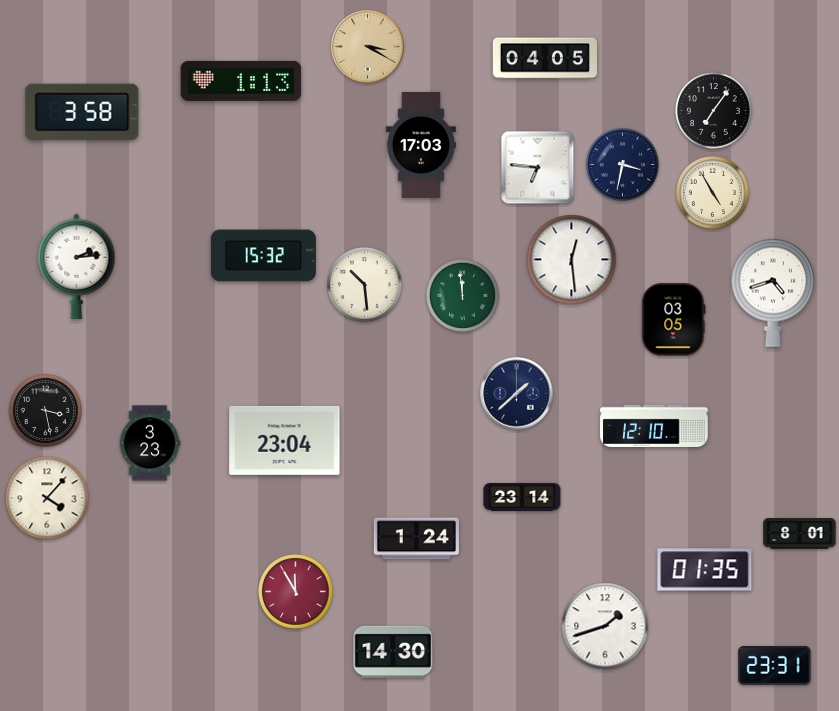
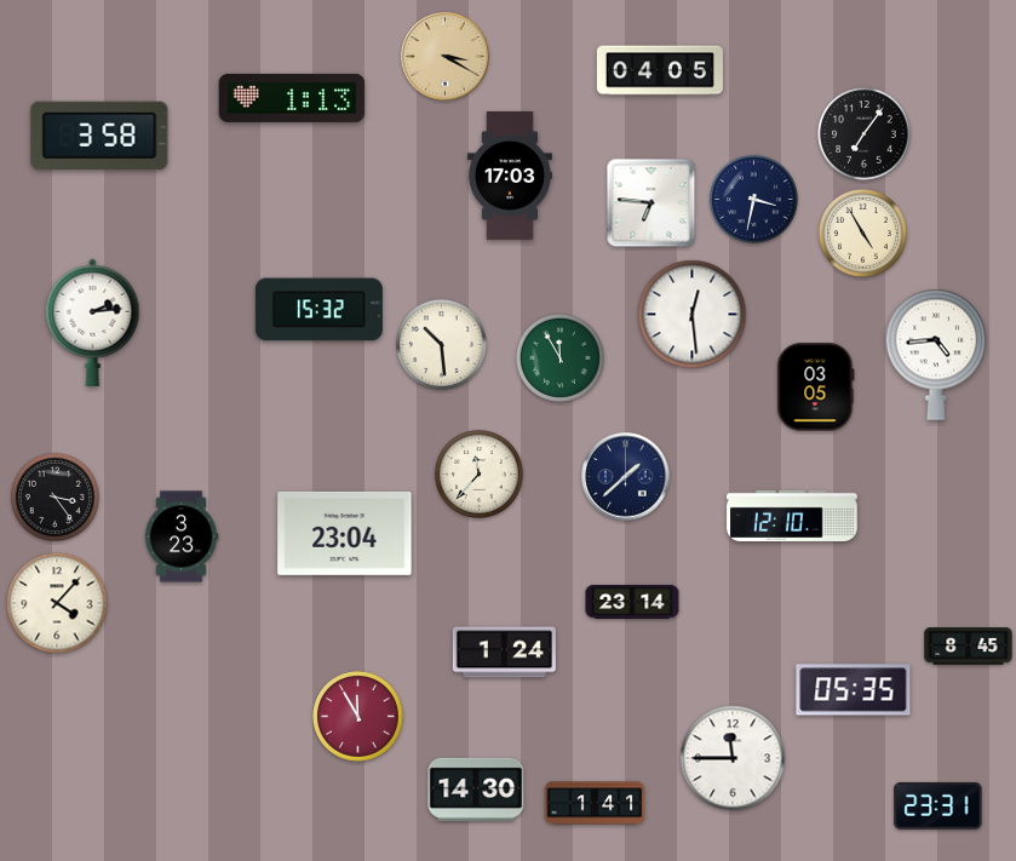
clock at (773, 293): 4:42 -> 4:44
clock at (462, 295): 11:59 -> 11:55
clock at (478, 473): none -> 11:37
clock at (45, 410): 3:28 -> 3:24
clock at (800, 534): 8:01 -> 8:45
clock at (705, 570): 01:35 -> 05:35
clock at (605, 626): 1:42 -> 11:45
clock at (595, 803): none -> 1:41
